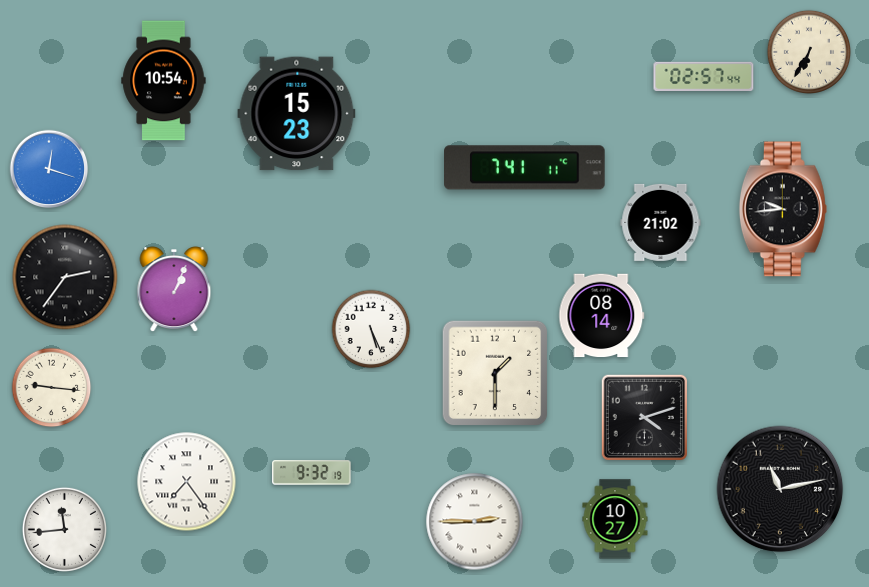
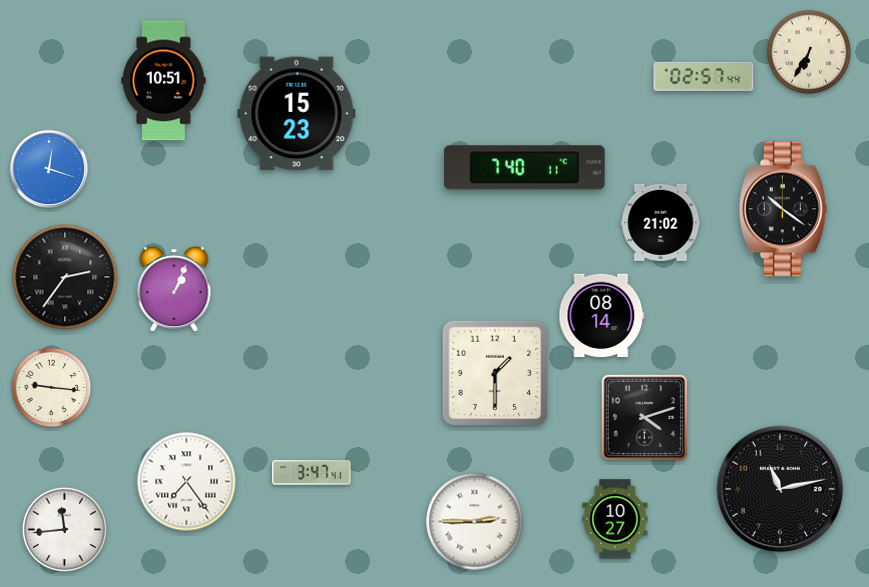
clock at (164, 81): 10:54 -> 10:51
clock at (525, 168): 7:41 -> 7:40
clock at (783, 209): 9:44 -> 10:21
clock at (371, 329): 5:26 -> none
clock at (312, 473): 9:32 -> 3:47
